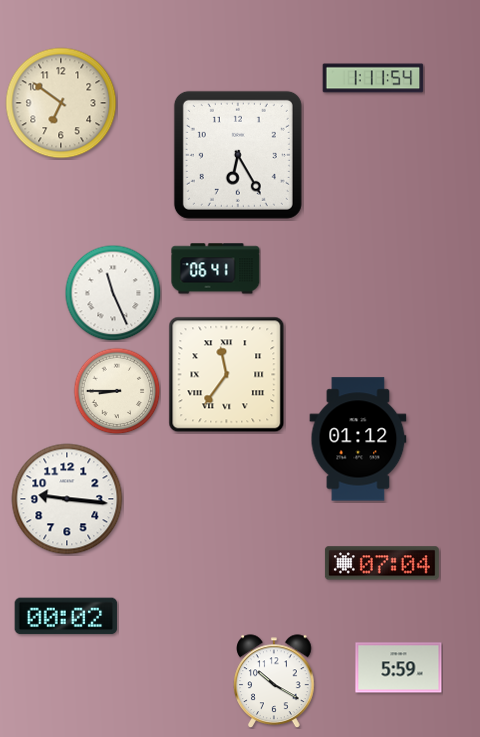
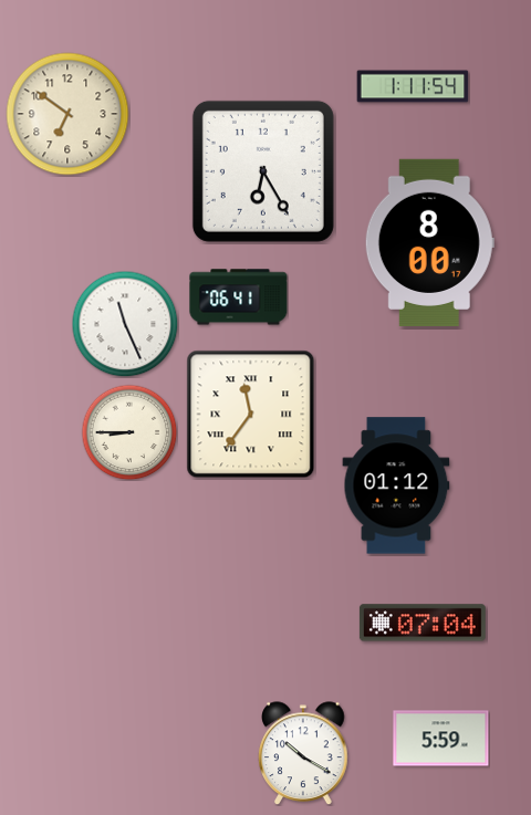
clock at (429, 242): none -> 8:00
clock at (67, 499): 9:16 -> none
clock at (66, 616): 00:02 -> none
